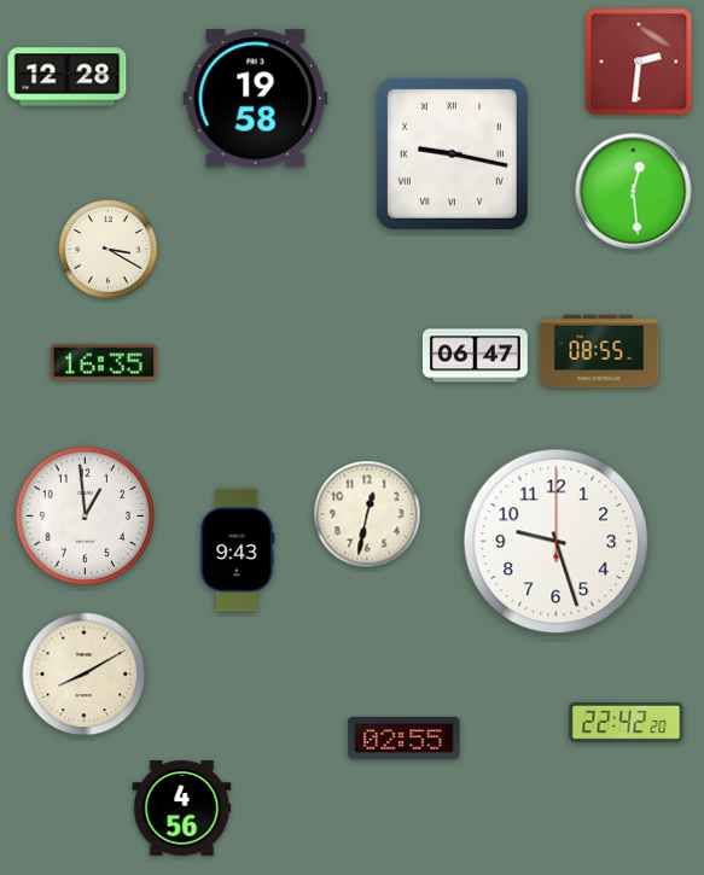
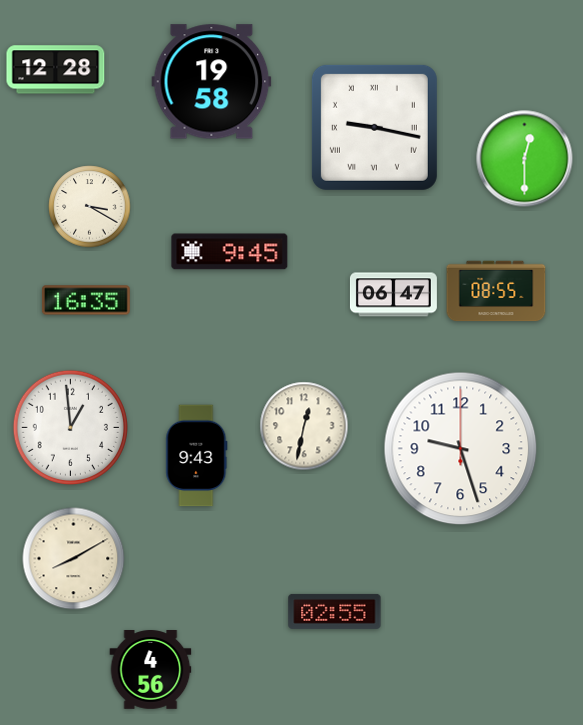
clock at (639, 62): 2:31 -> none
clock at (68, 77) position: (68, 77) -> (56, 70)
clock at (634, 192): 12:29 -> 12:30
clock at (230, 252): none -> 9:45
clock at (85, 675) position: (85, 675) -> (74, 559)
clock at (627, 722): 22:42 -> none
